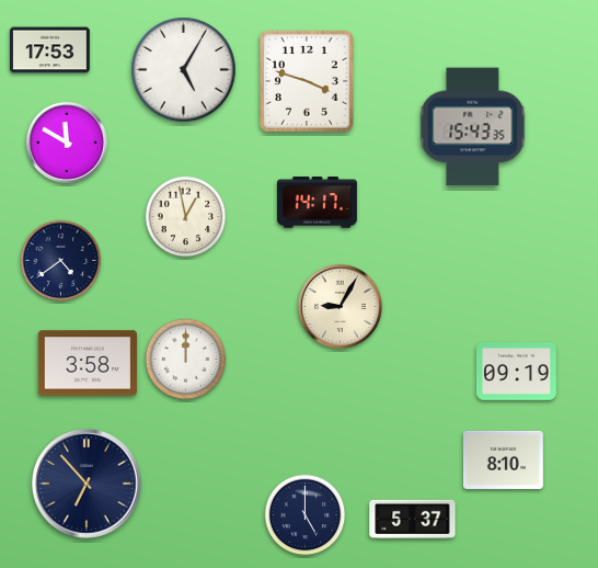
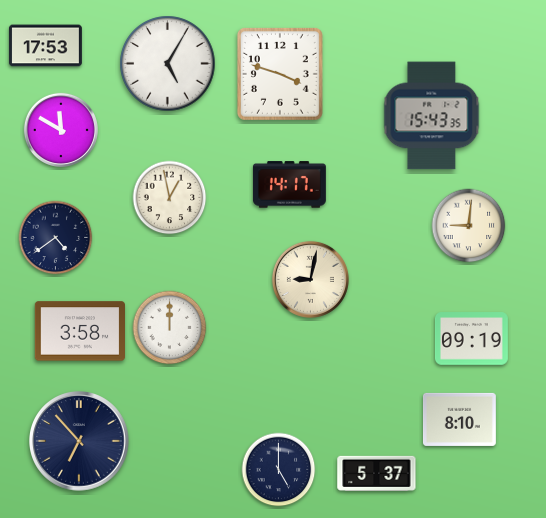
clock at (469, 226): none -> 9:01
clock at (340, 306): 9:05 -> 9:02
